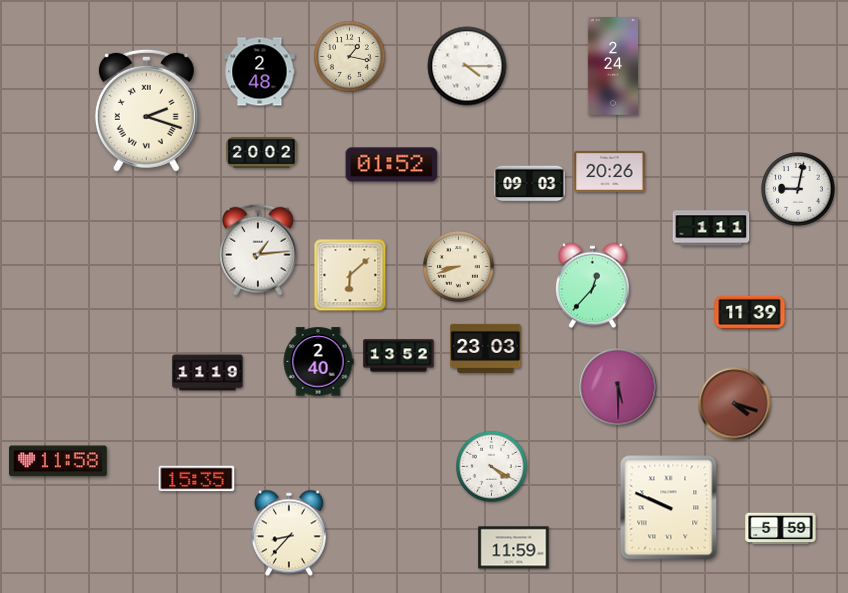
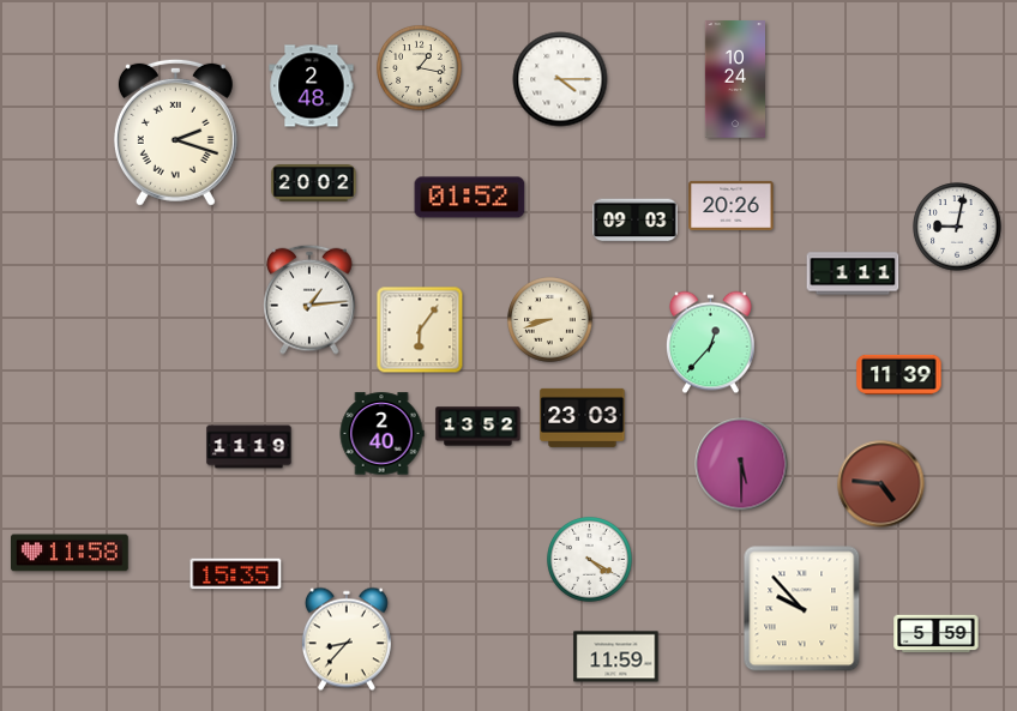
clock at (612, 66): 2:24 -> 10:24
clock at (350, 275): 6:08 -> 6:06
clock at (735, 404): 4:18 -> 4:46
clock at (669, 508): 9:49 -> 9:53
